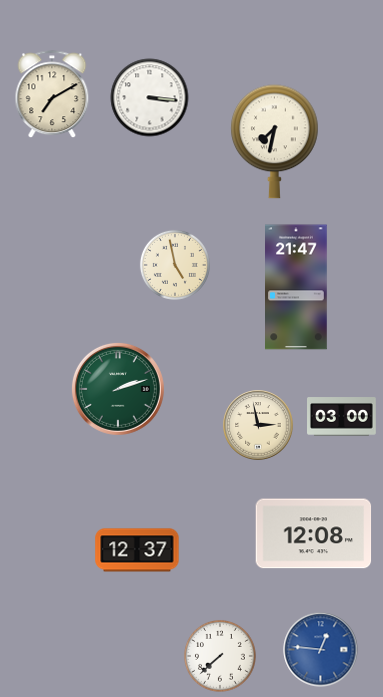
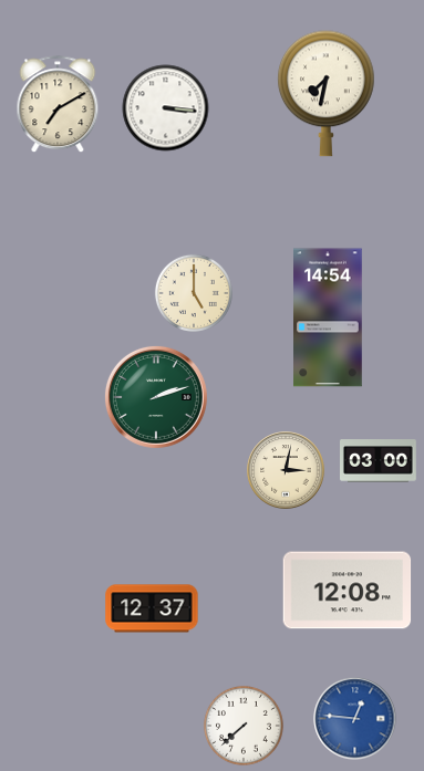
clock at (275, 142) position: (275, 142) -> (327, 94)
clock at (175, 265): 4:58 -> 5:00
clock at (297, 287): 21:47 -> 14:54
clock at (118, 389) position: (118, 389) -> (156, 397)
clock at (258, 425): 2:58 -> 3:02
